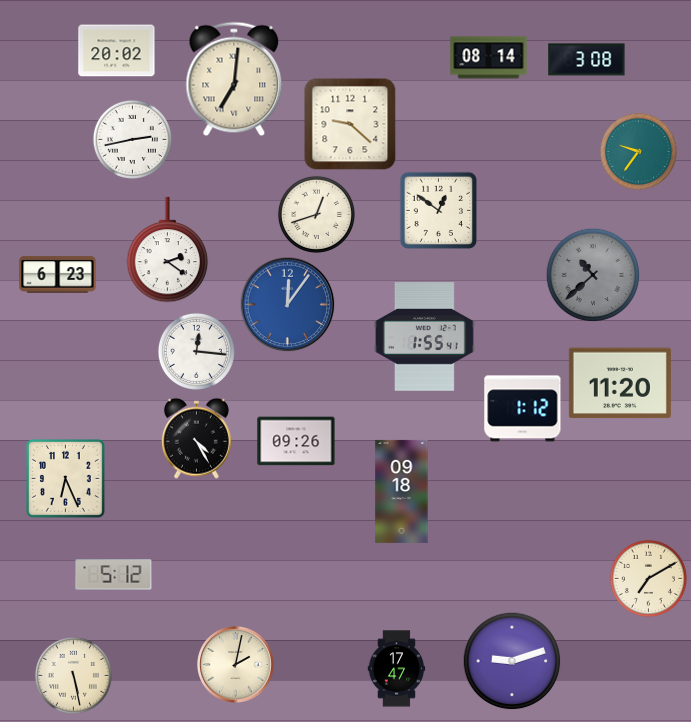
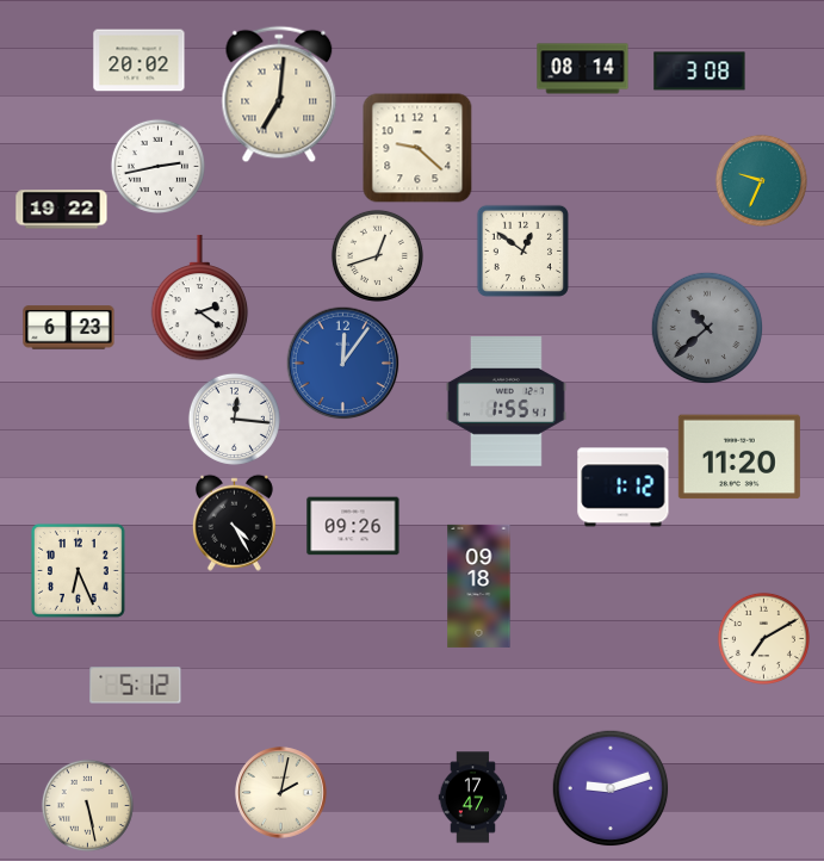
clock at (638, 151): 9:36 -> 9:34
clock at (62, 210): none -> 19:22
clock at (648, 578) position: (648, 578) -> (763, 638)
